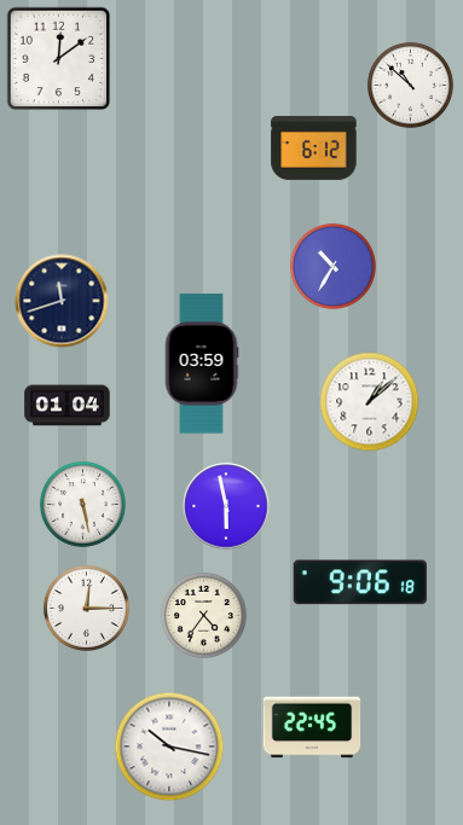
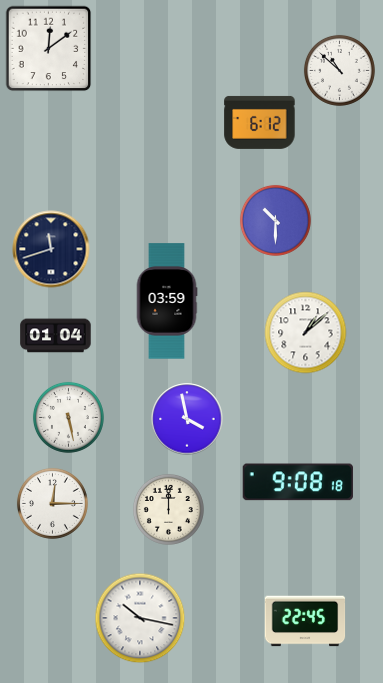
clock at (332, 266): 10:35 -> 10:30
clock at (226, 506): 5:58 -> 3:58
clock at (360, 582): 9:06 -> 9:08
clock at (86, 608) position: (86, 608) -> (52, 503)
clock at (203, 615): 4:36 -> 12:00
clock at (312, 727) position: (312, 727) -> (305, 621)
